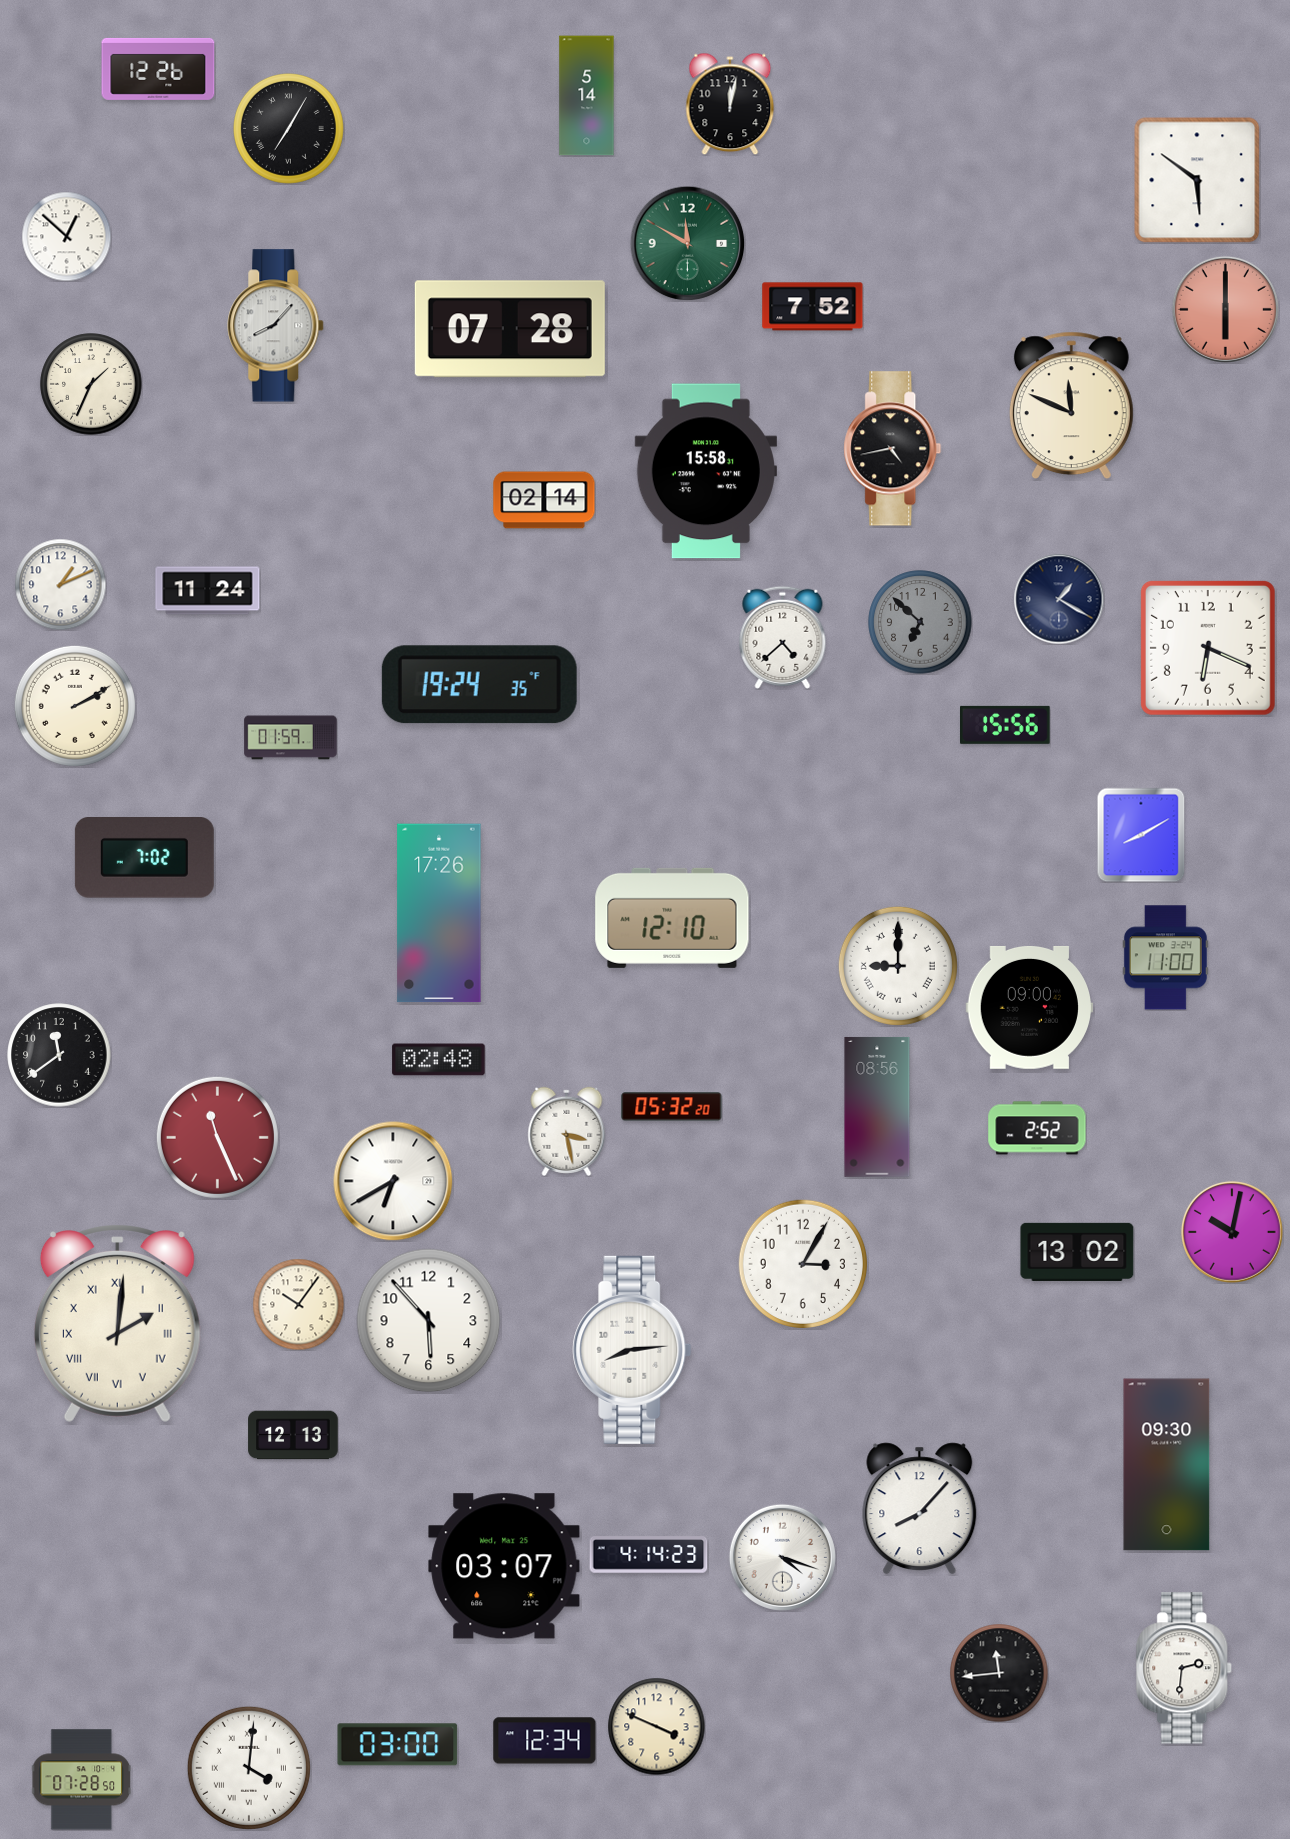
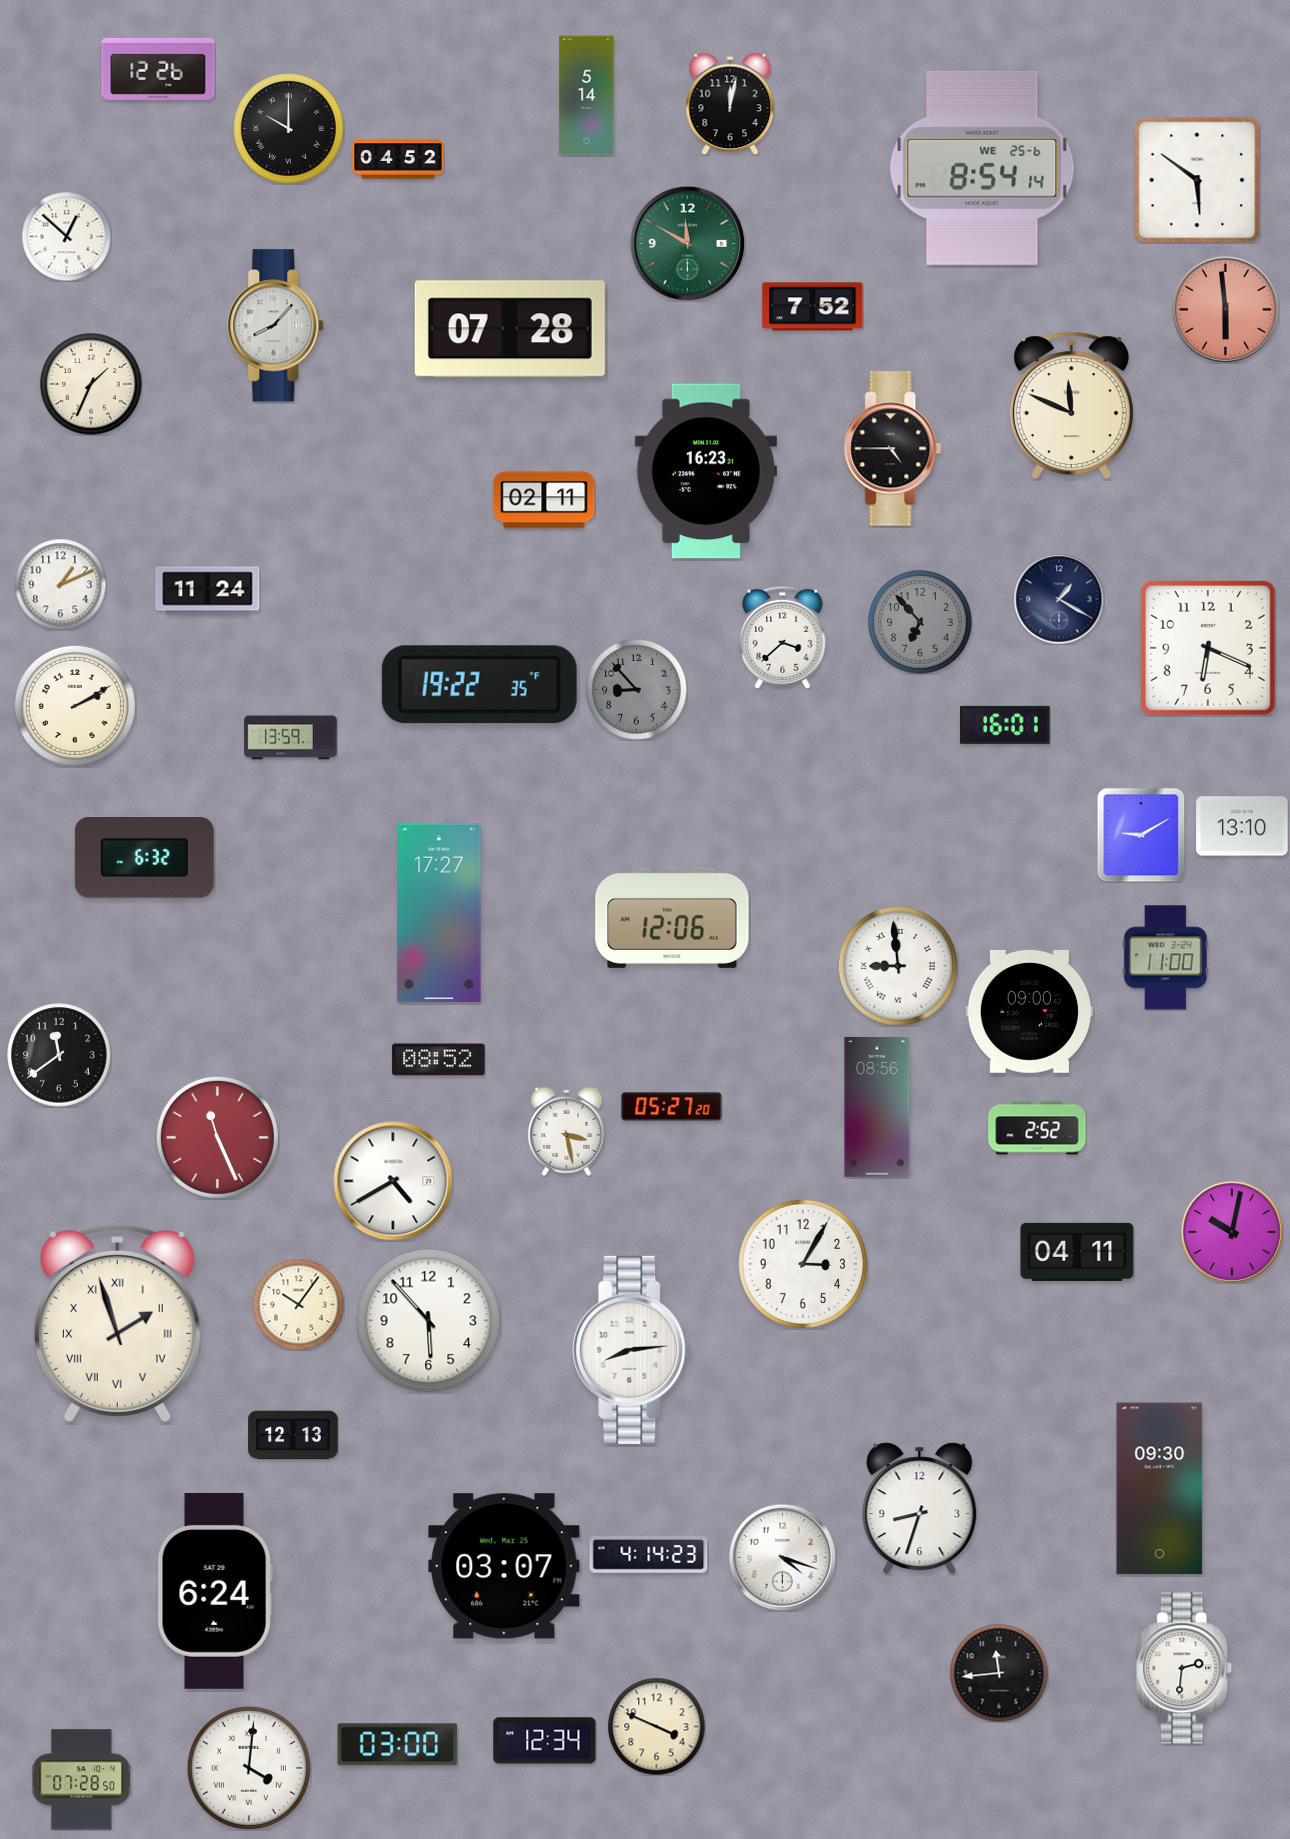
clock at (289, 129): 7:05 -> 10:00
clock at (398, 159): none -> 04:52
clock at (982, 168): none -> 8:54
clock at (1225, 309): 6:00 -> 5:59
clock at (893, 449): 4:43 -> 4:45
clock at (706, 471): 15:58 -> 16:23
clock at (544, 500): 02:14 -> 02:11
clock at (920, 622): 6:52 -> 6:53
clock at (783, 637): 4:38 -> 3:38
clock at (479, 685): 19:24 -> 19:22
clock at (637, 690): none -> 8:53
clock at (1006, 725): 15:56 -> 16:01
clock at (291, 738): 01:59 -> 13:59
clock at (1242, 826): none -> 13:10
clock at (1141, 835): 8:10 -> 9:10
clock at (144, 858): 7:02 -> 6:32
clock at (439, 913): 17:26 -> 17:27
clock at (672, 918): 12:10 -> 12:06
clock at (898, 966): 9:00 -> 8:59
clock at (1029, 1007) position: (1029, 1007) -> (1029, 1011)
clock at (439, 1060): 02:48 -> 08:52
clock at (672, 1107): 05:32 -> 05:27
clock at (393, 1181): 6:40 -> 4:40
clock at (1077, 1252): 13:02 -> 04:11
clock at (117, 1323): 2:01 -> 1:57
clock at (1167, 1465) position: (1167, 1465) -> (1160, 1489)
clock at (920, 1509): 8:07 -> 8:33
clock at (215, 1591): none -> 6:24
